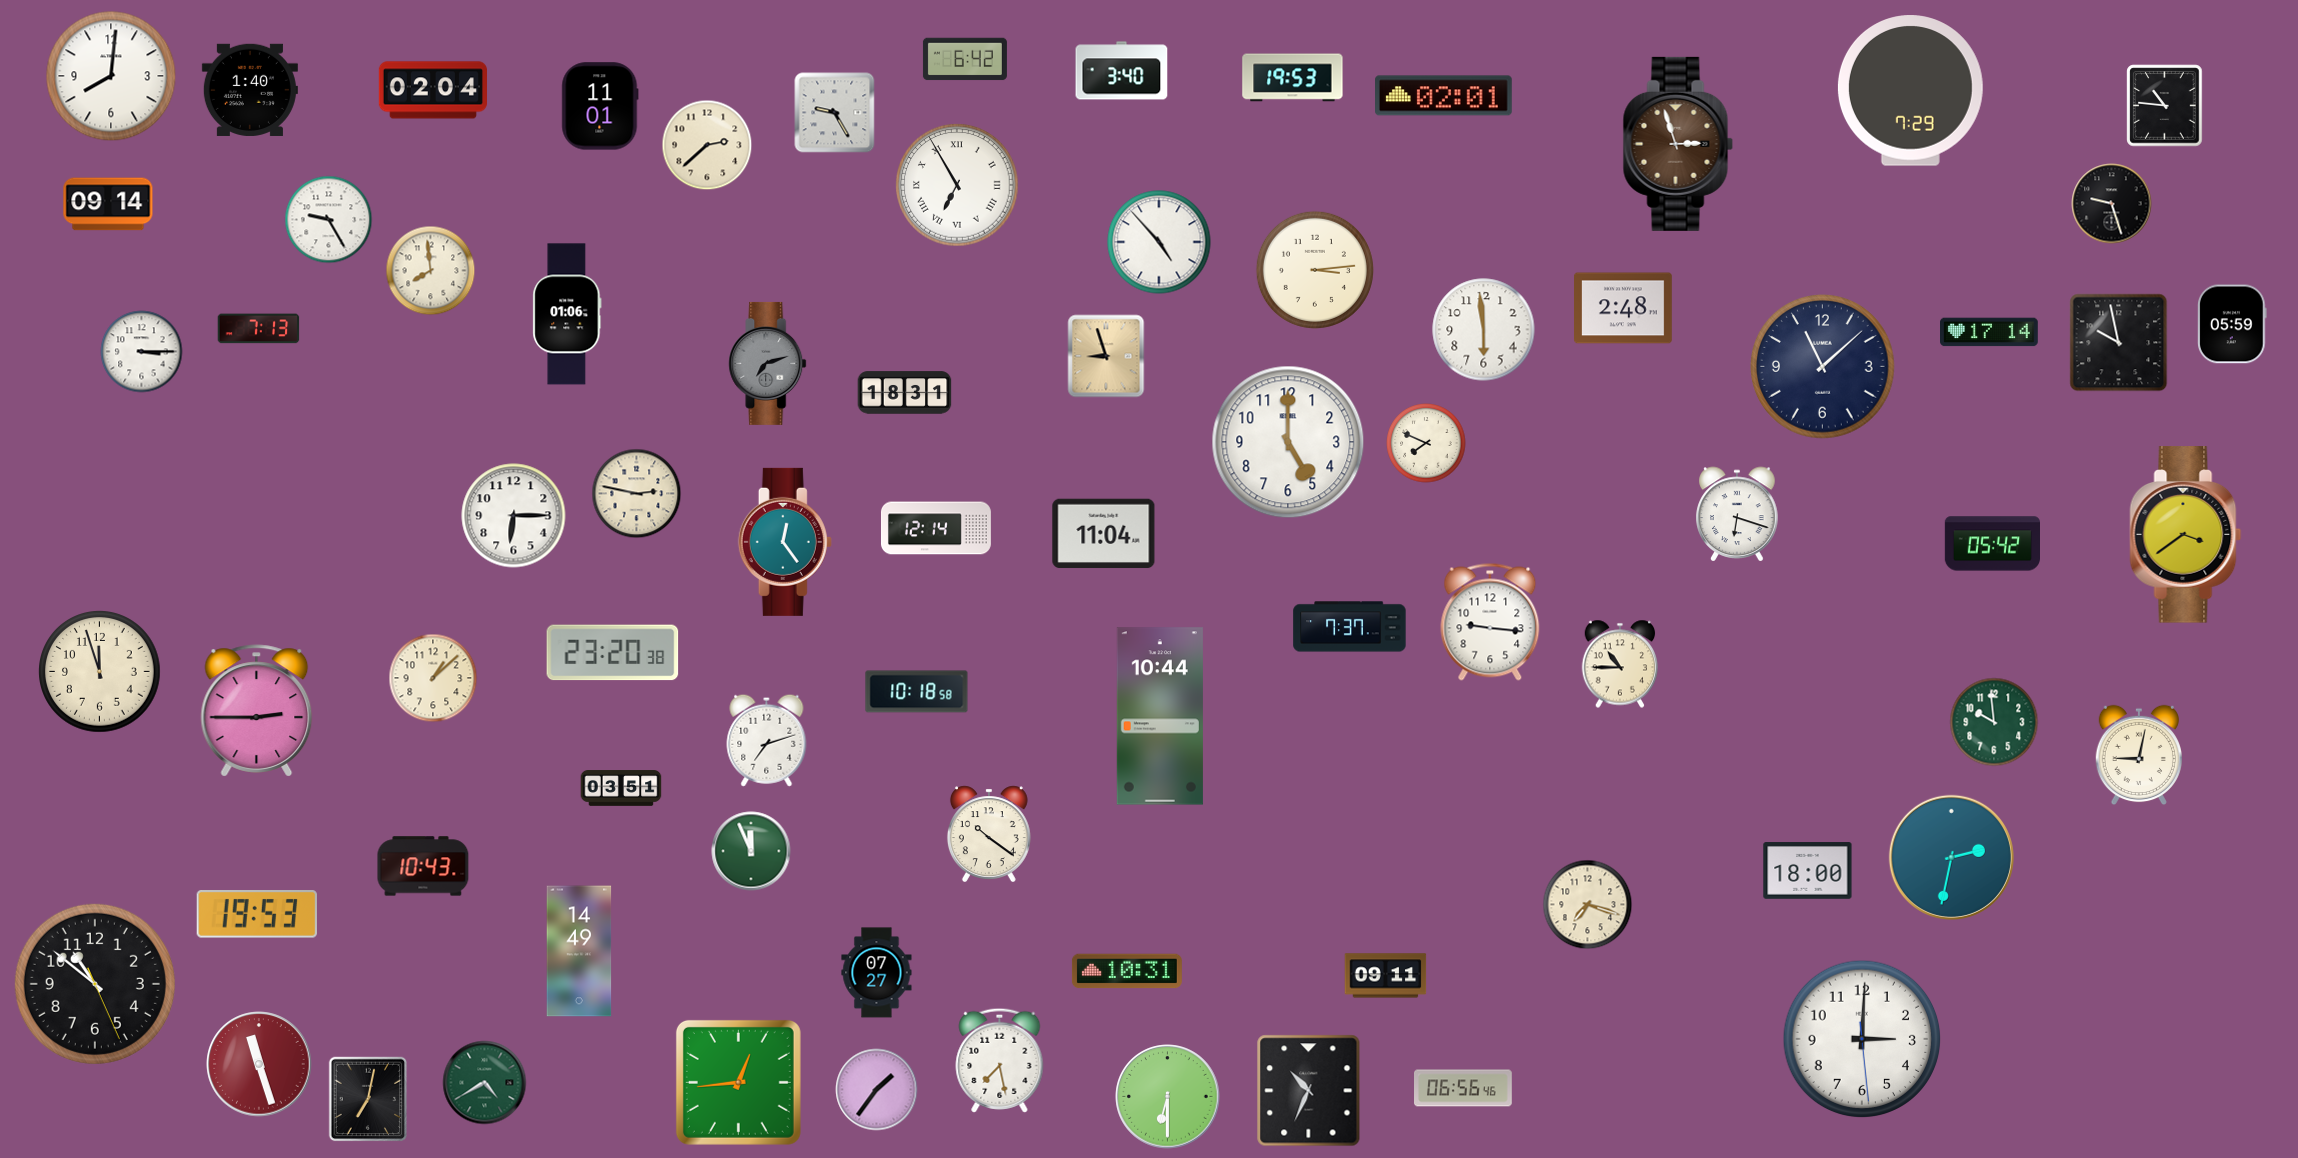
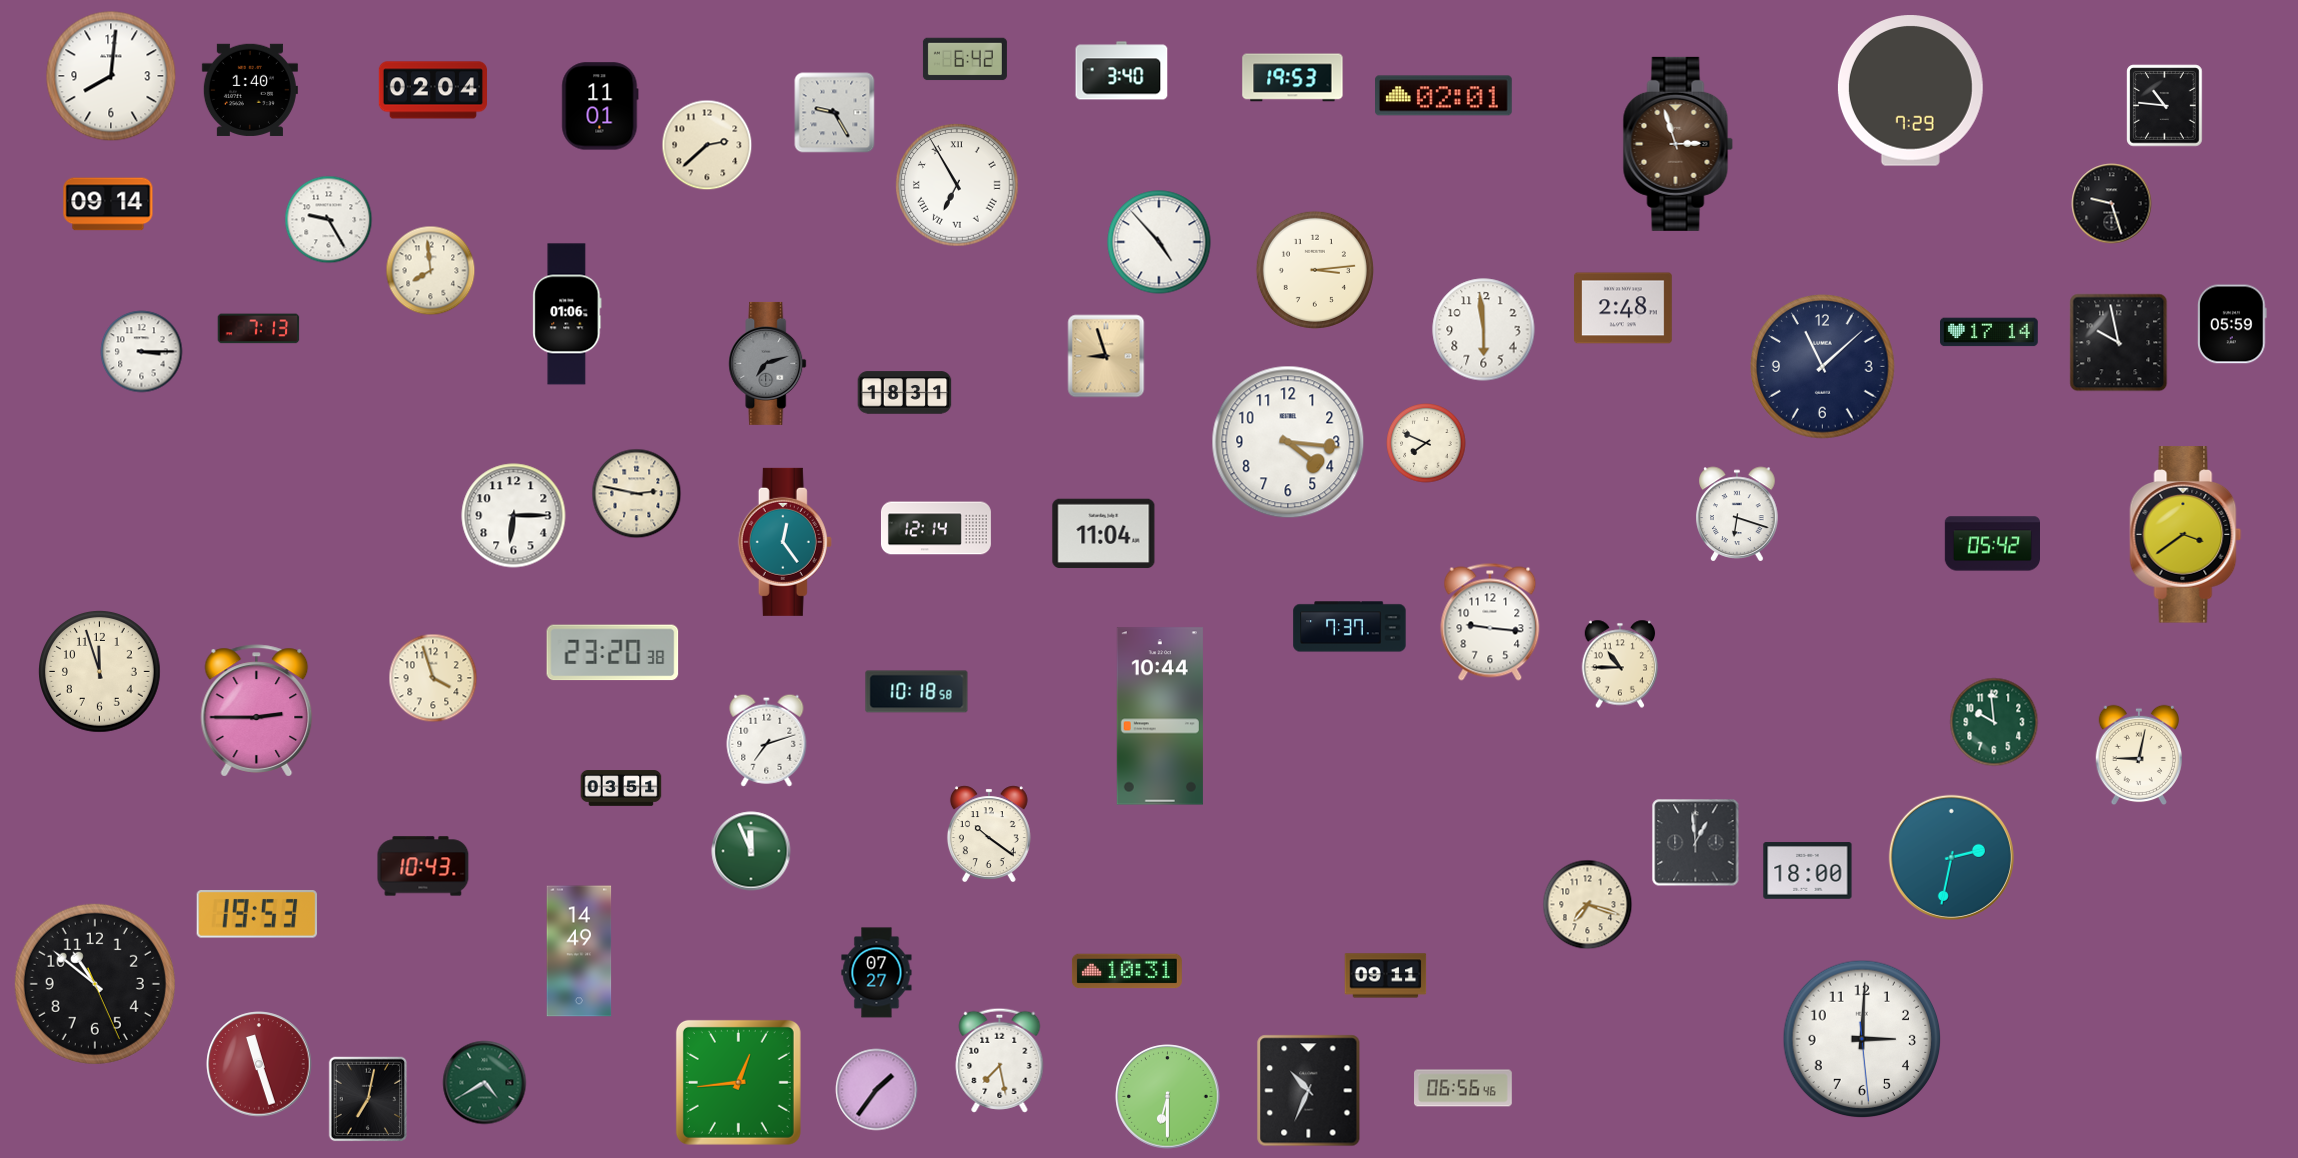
clock at (1288, 442): 5:00 -> 4:16
clock at (433, 678): 1:08 -> 3:57
clock at (1696, 843): none -> 12:59
